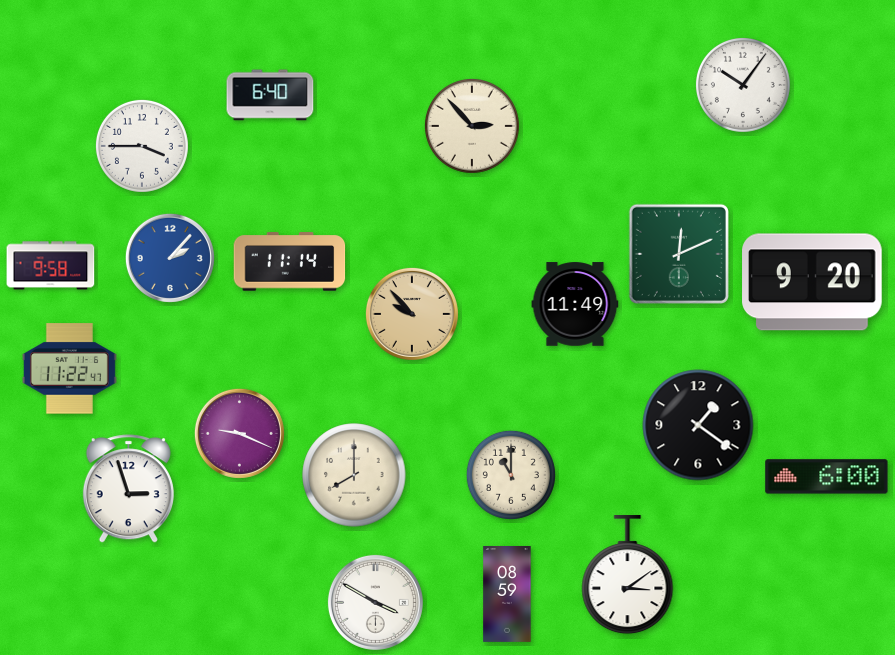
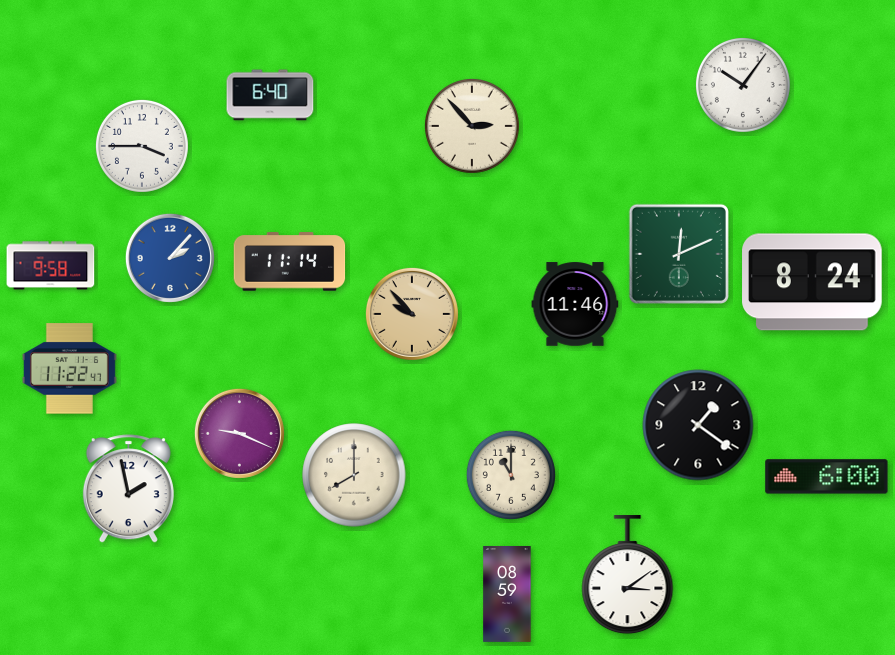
clock at (812, 282): 9:20 -> 8:24
clock at (575, 304): 11:49 -> 11:46
clock at (128, 489): 2:57 -> 1:58
clock at (375, 602): 3:50 -> none
